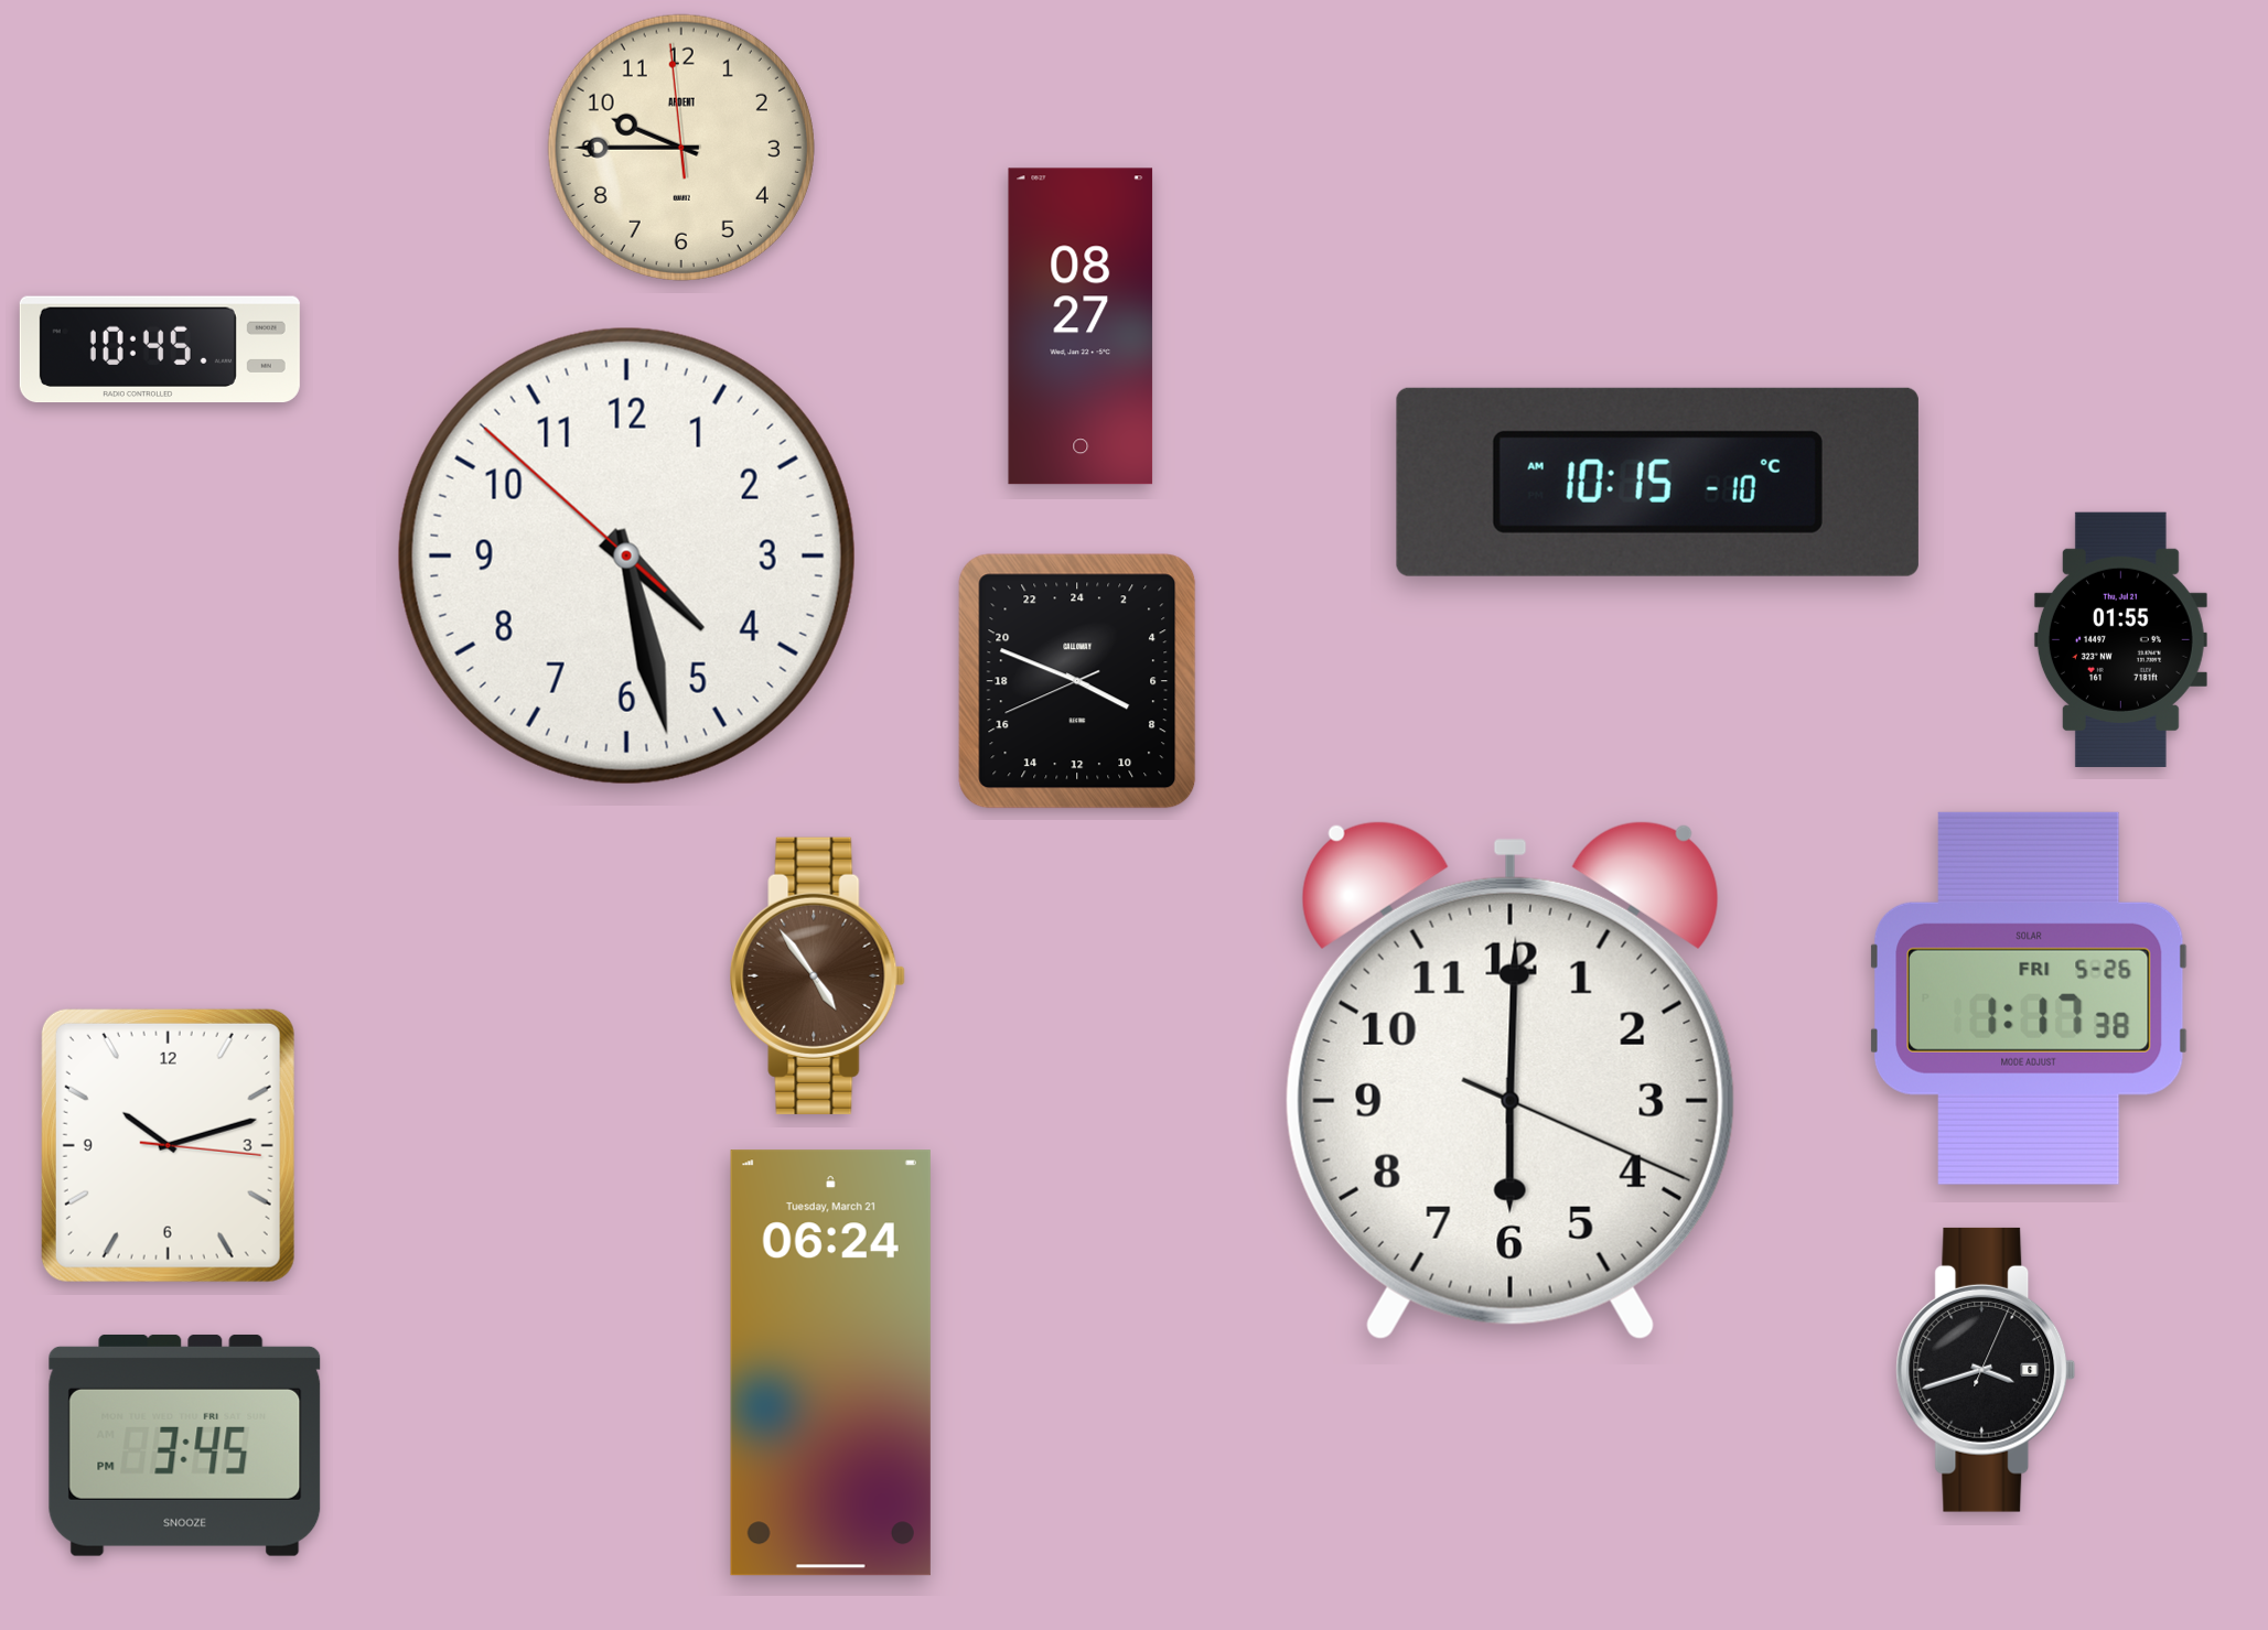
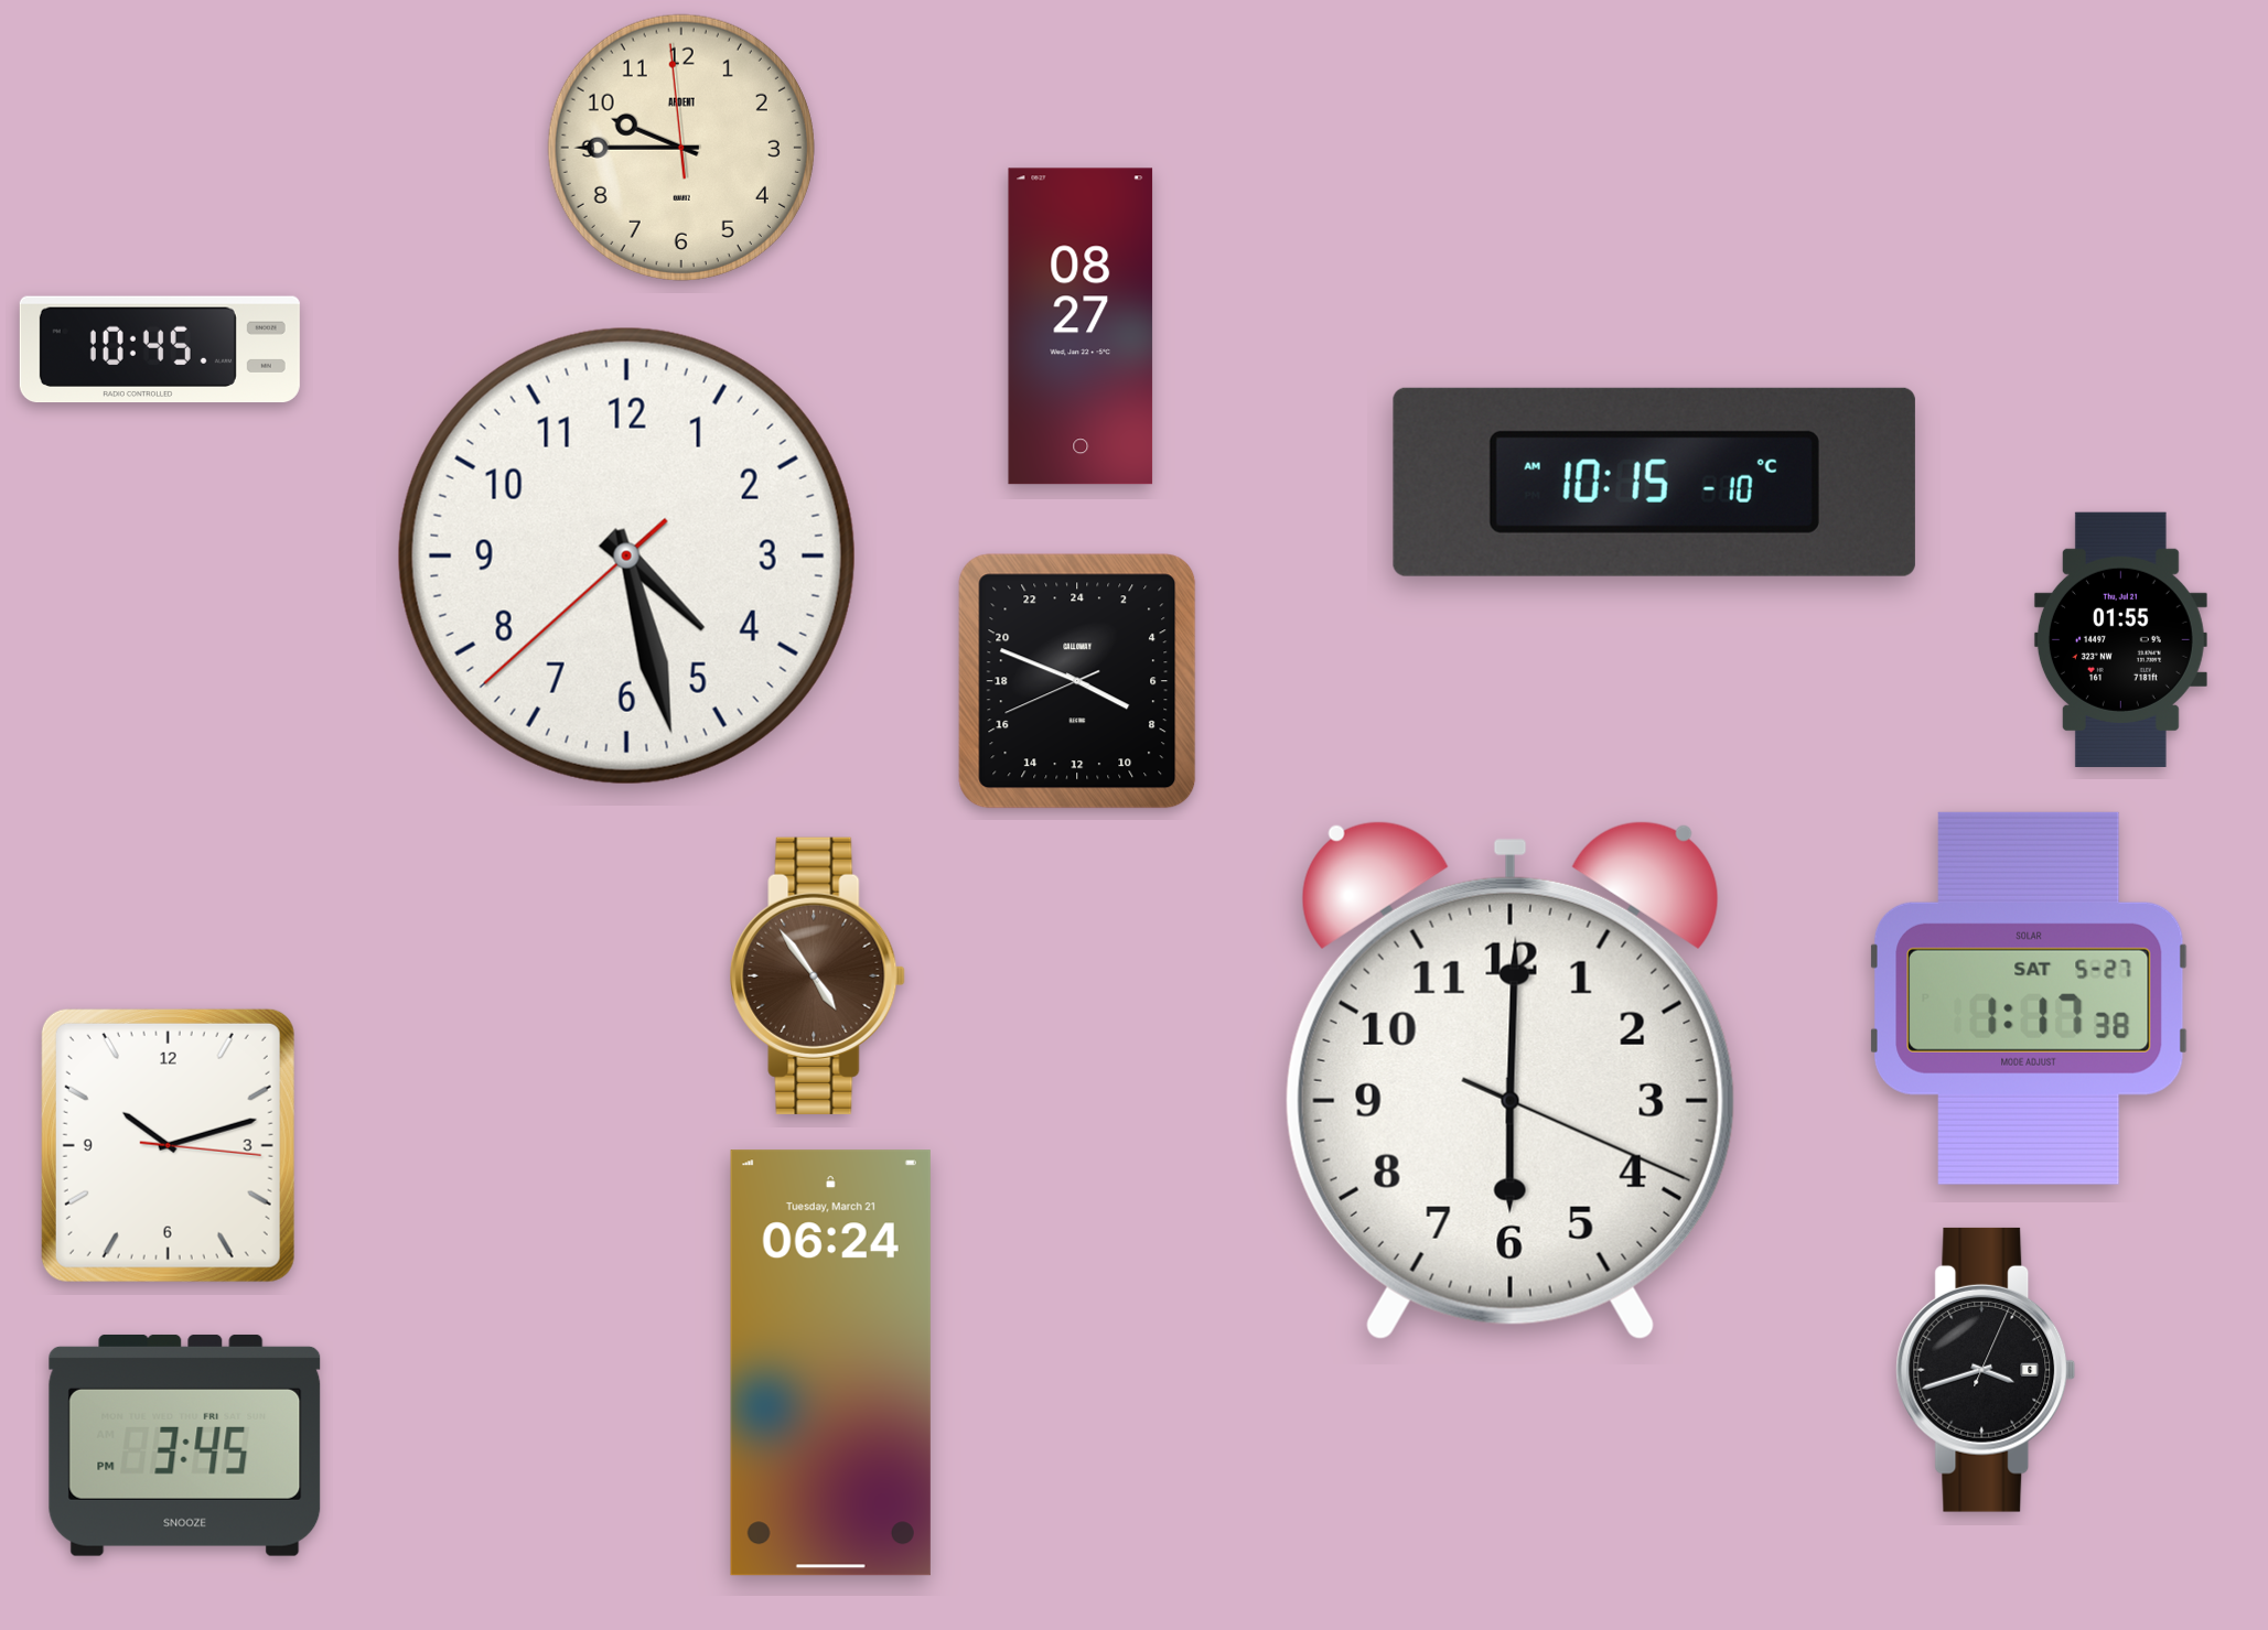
clock at (1657, 482) position: (1657, 482) -> (1654, 482)
clock at (626, 555): 4:27:52 -> 4:27:38
clock at (2030, 998) date: FRI 5-26 -> SAT 5-27
